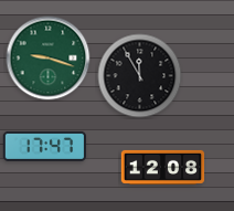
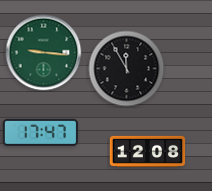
clock at (49, 59): 9:18 -> 9:16
